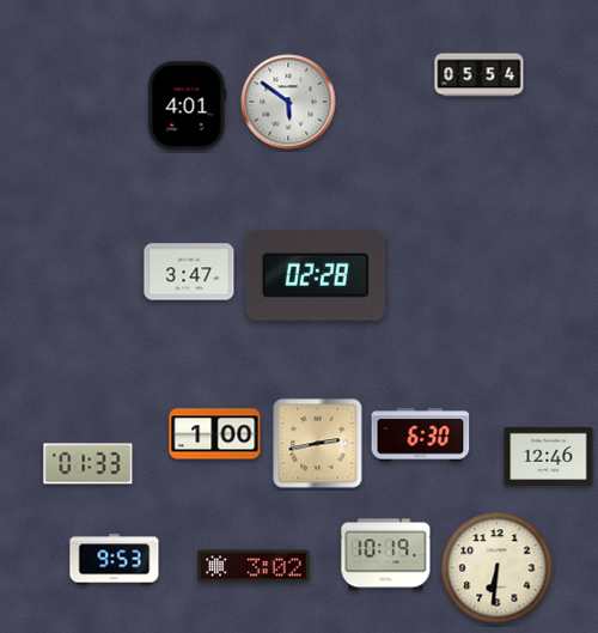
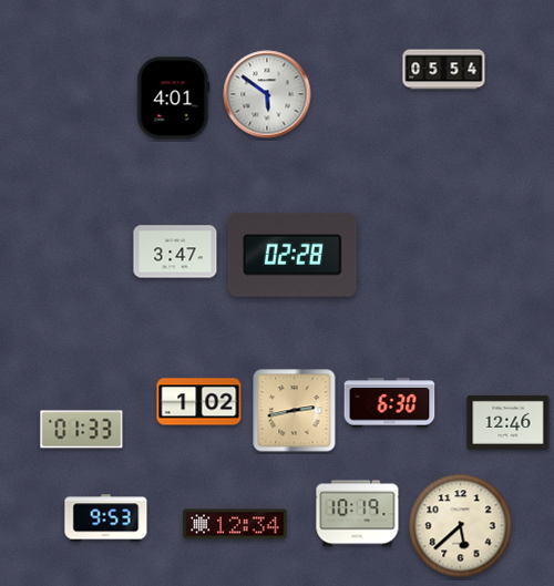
clock at (215, 434): 1:00 -> 1:02
clock at (254, 566): 3:02 -> 12:34
clock at (498, 568): 6:31 -> 5:38
